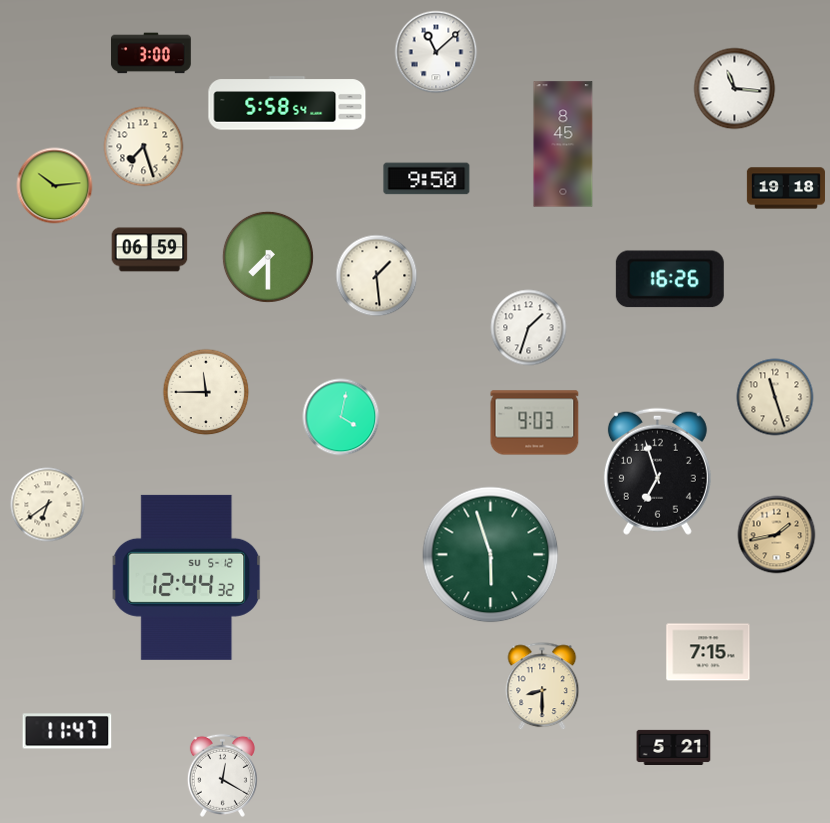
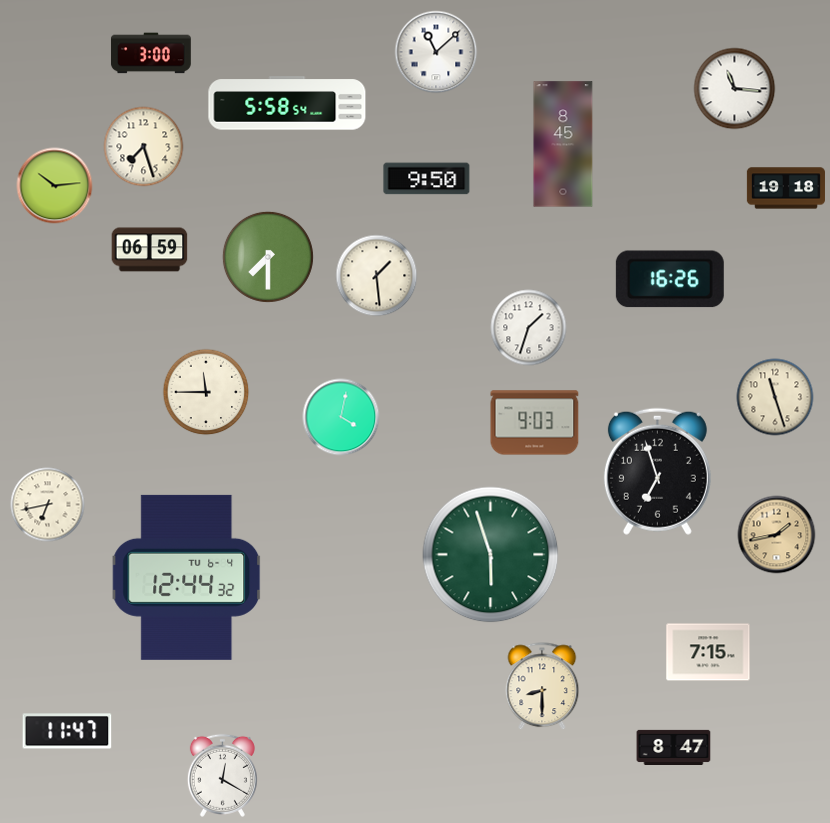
clock at (48, 505): 6:39 -> 6:43
clock at (187, 577) date: SU 5-12 -> TU 6-4
clock at (674, 747): 5:21 -> 8:47
